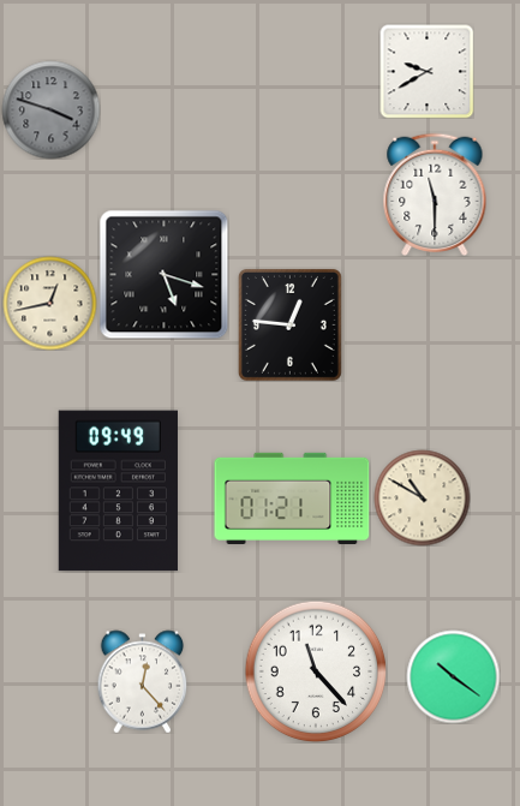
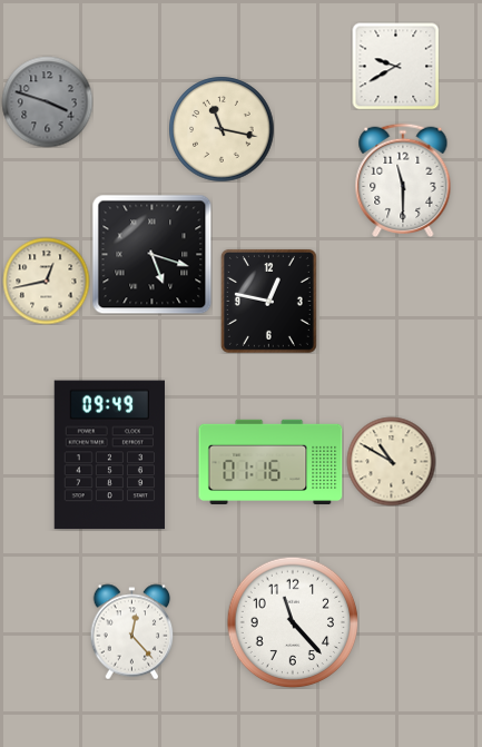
clock at (222, 129): none -> 11:17
clock at (289, 324): 12:46 -> 12:47
clock at (292, 497): 01:21 -> 01:16
clock at (453, 676): 10:21 -> none
